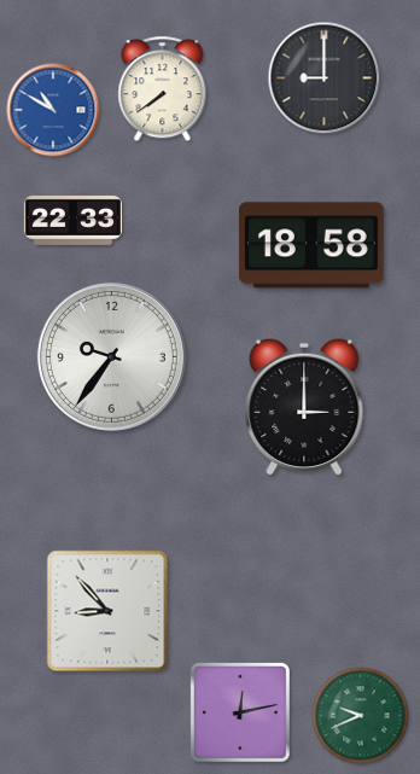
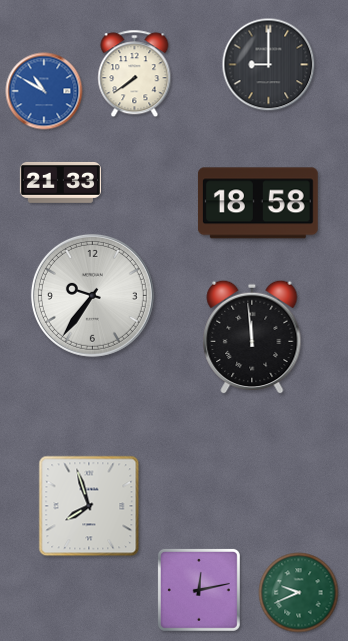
clock at (72, 220): 22:33 -> 21:33
clock at (304, 407): 3:00 -> 11:59
clock at (107, 611): 8:53 -> 7:57
